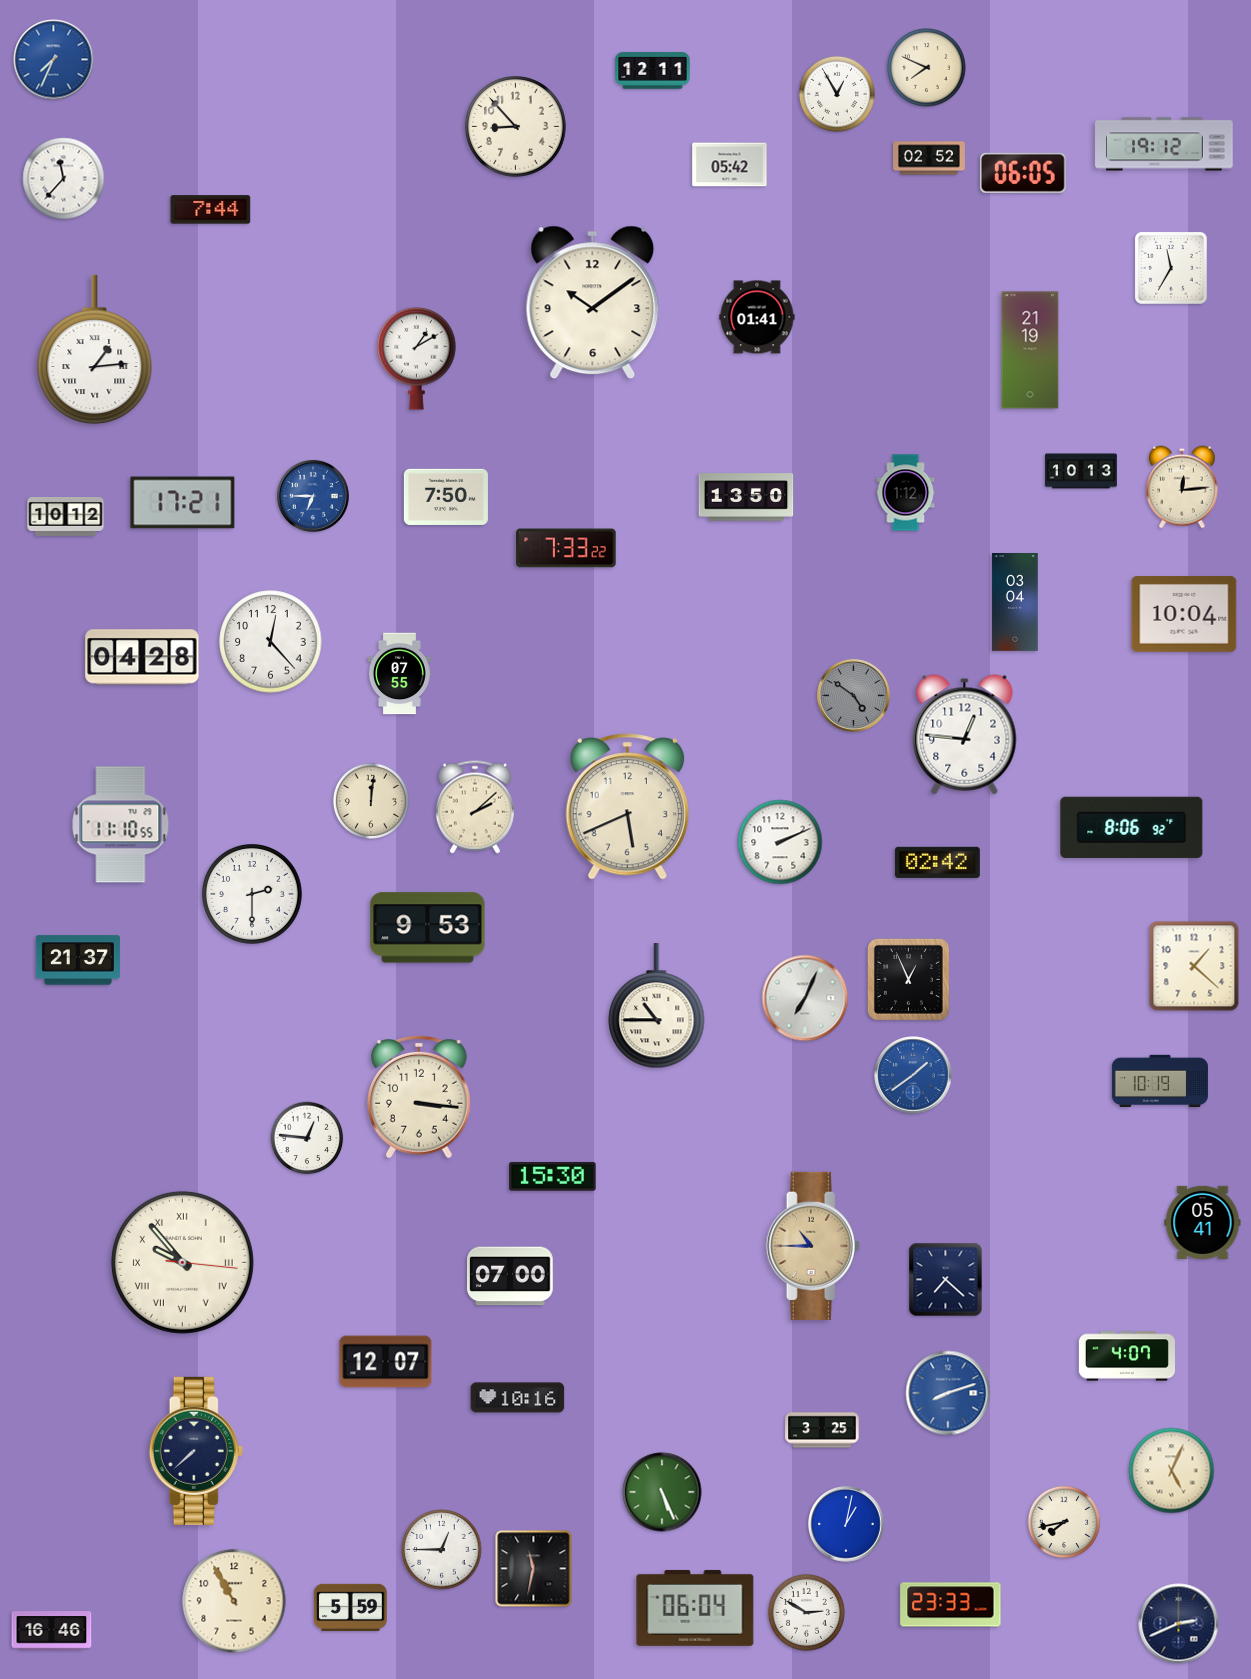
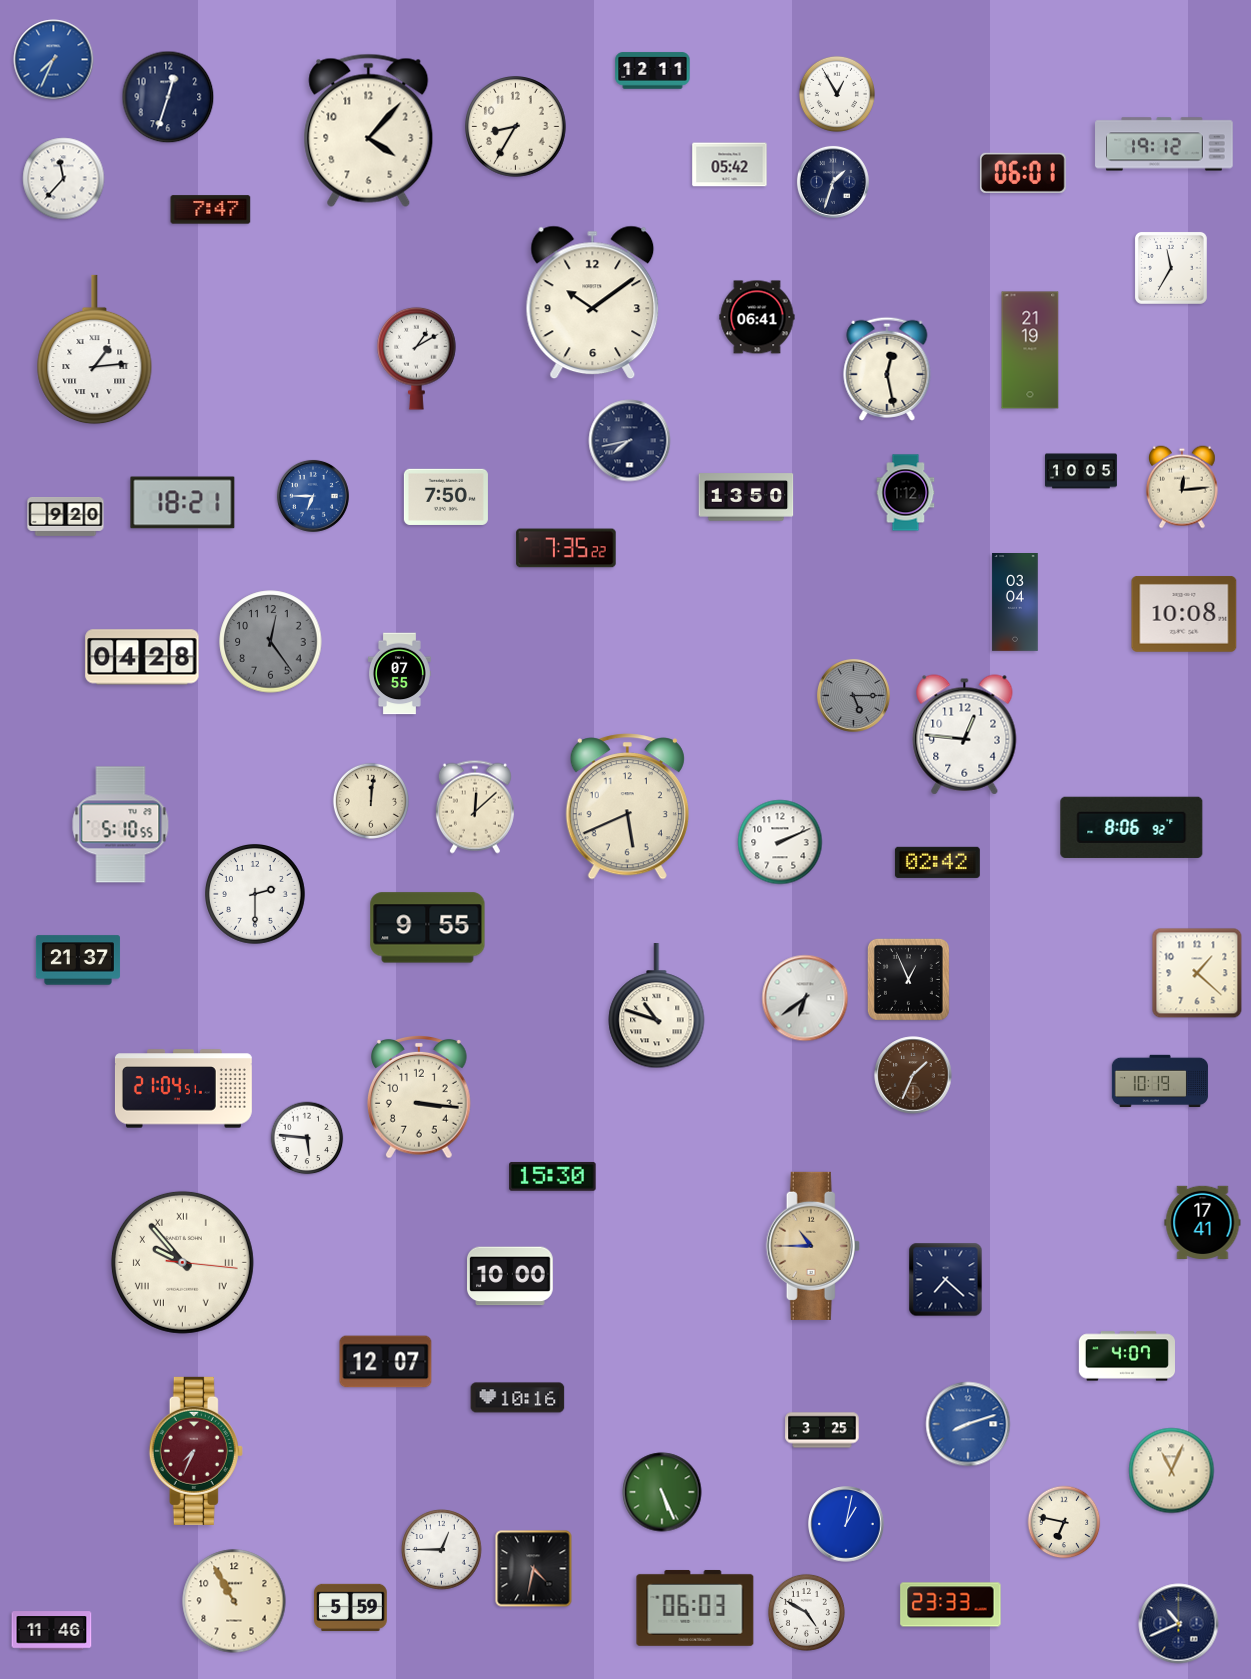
clock at (927, 68): 7:49 -> none
clock at (168, 97): none -> 12:33
clock at (516, 127): 8:53 -> 8:35
clock at (369, 130): none -> 4:07
clock at (930, 158): 02:52 -> none
clock at (1023, 173): 06:05 -> 06:01
clock at (833, 182): none -> 1:33
clock at (211, 210): 7:44 -> 7:47
clock at (757, 317): 01:41 -> 06:41
clock at (887, 369): none -> 12:28
clock at (630, 441): none -> 7:43
clock at (1082, 471): 10:13 -> 10:05
clock at (183, 503): 17:21 -> 18:21
clock at (66, 516): 10:12 -> 9:20
clock at (566, 548): 7:33 -> 7:35
clock at (1184, 615): 10:04 -> 10:08
clock at (271, 642): 12:23 -> 12:24
clock at (271, 642) dial: white -> grey
clock at (853, 695): 4:51 -> 5:15
clock at (475, 807): 2:08 -> 12:08
clock at (121, 825): 11:10 -> 5:10
clock at (253, 895) position: (253, 895) -> (256, 895)
clock at (428, 928): 9:53 -> 9:55
clock at (1194, 966) position: (1194, 966) -> (1197, 973)
clock at (805, 998): 7:04 -> 6:39
clock at (657, 1007): 10:45 -> 10:48
clock at (913, 1075): 1:39 -> 1:34
clock at (913, 1075) dial: blue -> brown
clock at (183, 1089): none -> 21:04
clock at (307, 1138): 12:46 -> 5:46
clock at (1203, 1222): 05:41 -> 17:41
clock at (511, 1276): 07:00 -> 10:00
clock at (948, 1393) position: (948, 1393) -> (968, 1424)
clock at (196, 1451): 7:38 -> 7:34
clock at (196, 1451) dial: navy -> burgundy
clock at (1172, 1471): 5:04 -> 11:04
clock at (1064, 1522): 7:43 -> 6:47
clock at (534, 1569): 11:32 -> 4:32
clock at (695, 1608): 06:04 -> 06:03
clock at (806, 1612): 2:50 -> 4:50
clock at (1179, 1624): 2:41 -> 10:41
clock at (52, 1631): 16:46 -> 11:46
